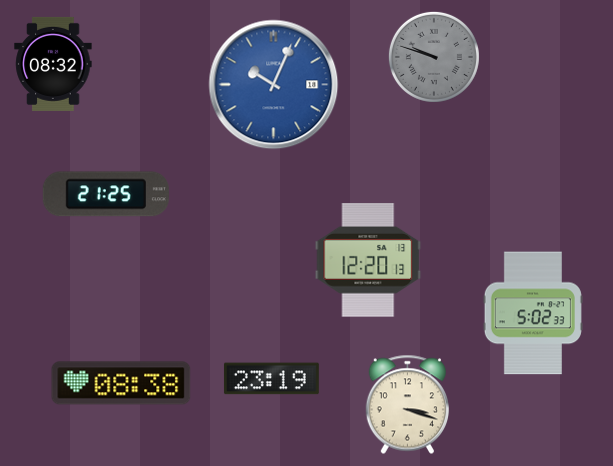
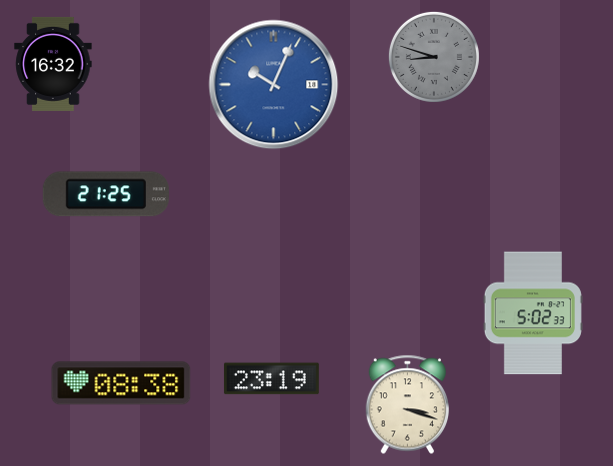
clock at (434, 57): 9:48 -> 8:48
clock at (53, 64): 08:32 -> 16:32
clock at (368, 260): 12:20 -> none
